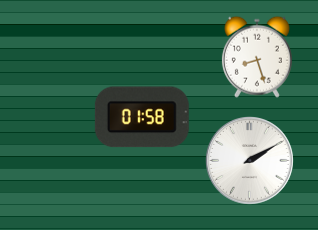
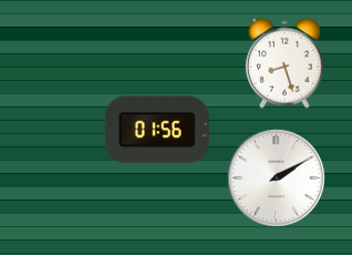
clock at (142, 117): 01:58 -> 01:56
